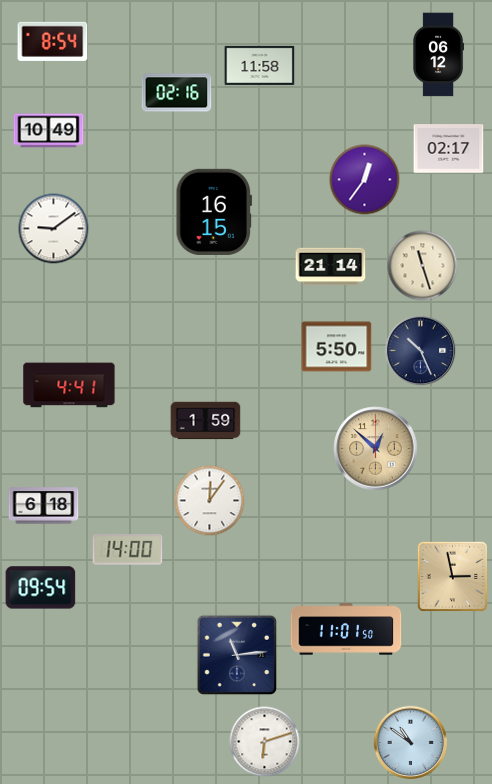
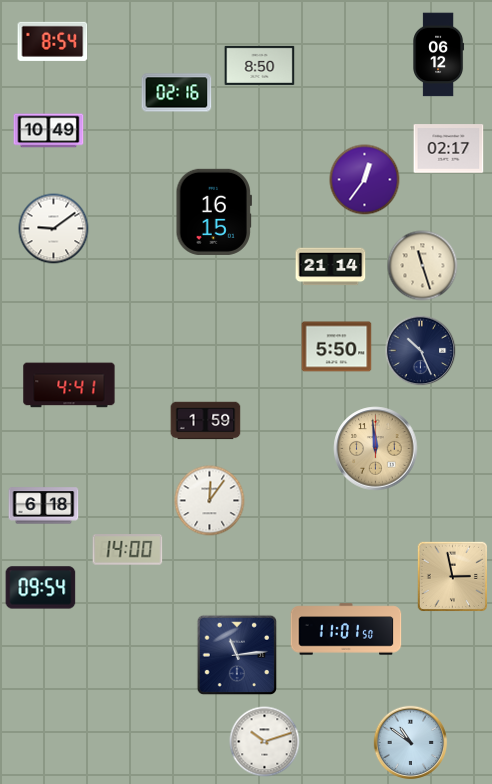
clock at (260, 65): 11:58 -> 8:50
clock at (376, 449): 12:52 -> 11:59
clock at (265, 742): 6:12 -> 10:12
